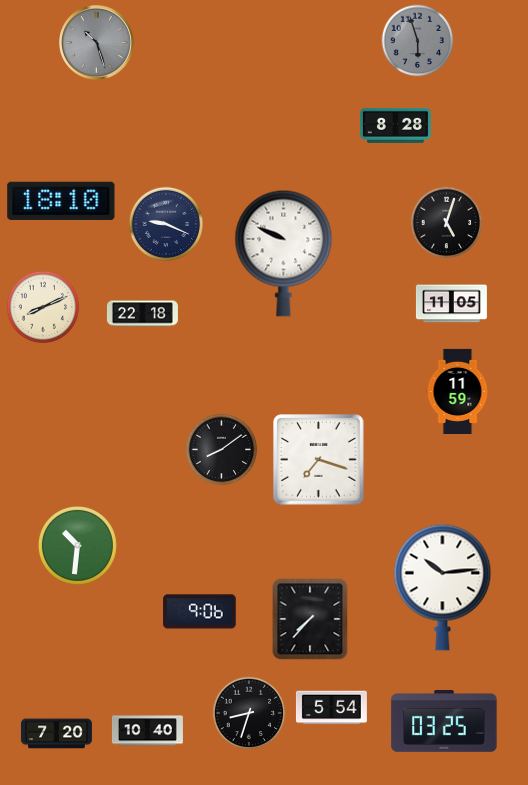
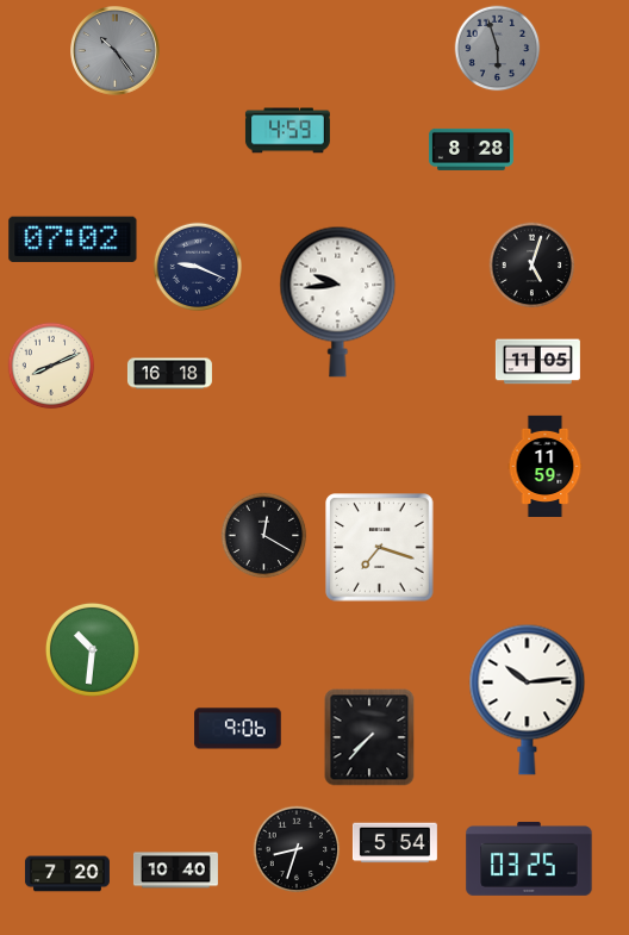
clock at (97, 43): 10:27 -> 10:24
clock at (287, 131): none -> 4:59
clock at (61, 200): 18:10 -> 07:02
clock at (284, 253): 9:49 -> 9:44
clock at (142, 314): 22:18 -> 16:18
clock at (222, 450): 8:09 -> 12:20
